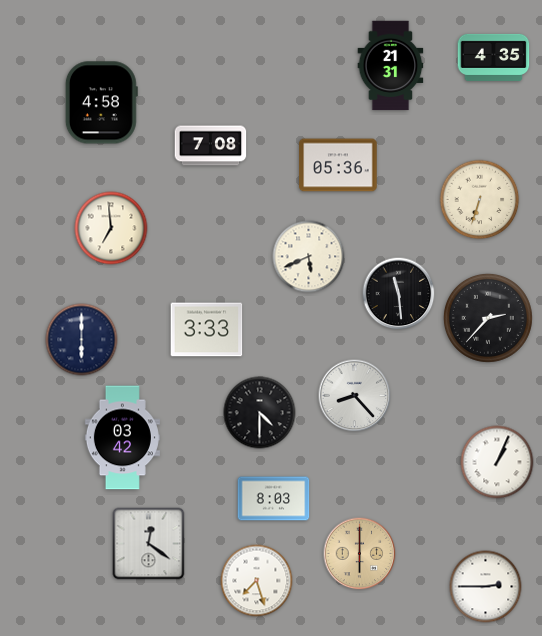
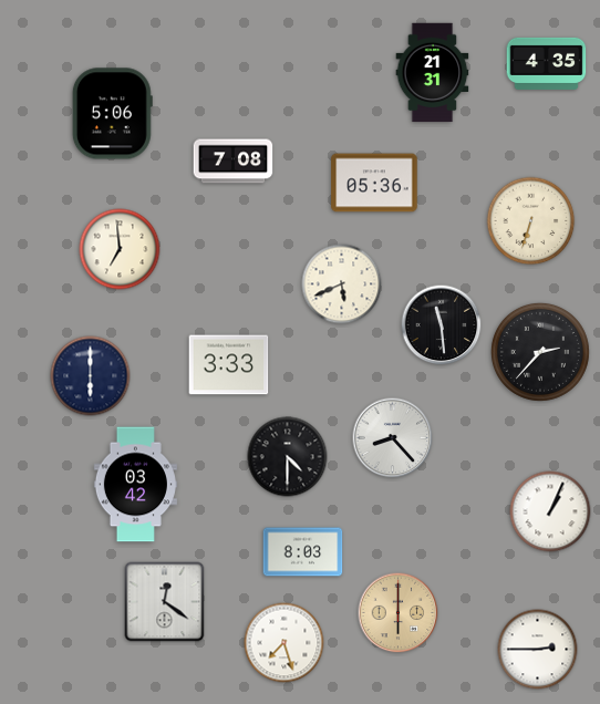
clock at (101, 103): 4:58 -> 5:06
clock at (111, 228) position: (111, 228) -> (120, 249)
